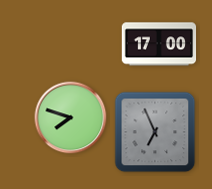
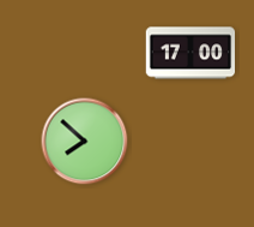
clock at (71, 118): 7:48 -> 7:52
clock at (155, 132): 6:56 -> none
